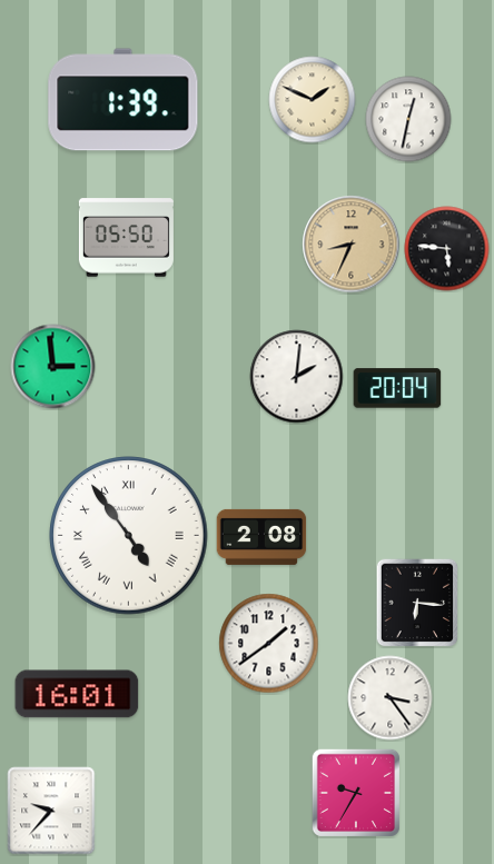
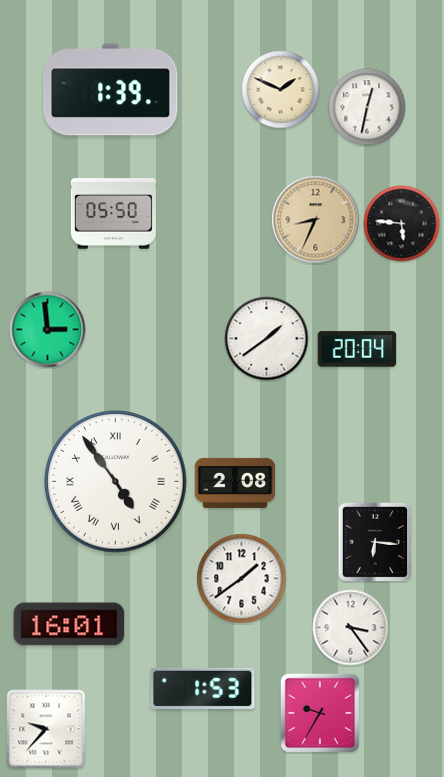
clock at (297, 377): 2:01 -> 1:39
clock at (203, 688): none -> 1:53
